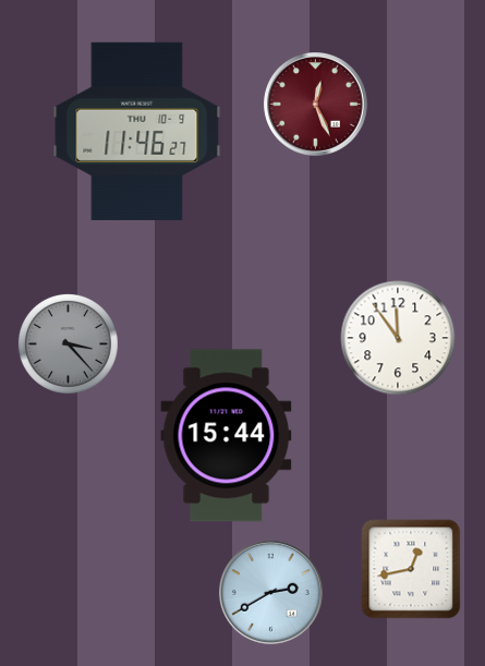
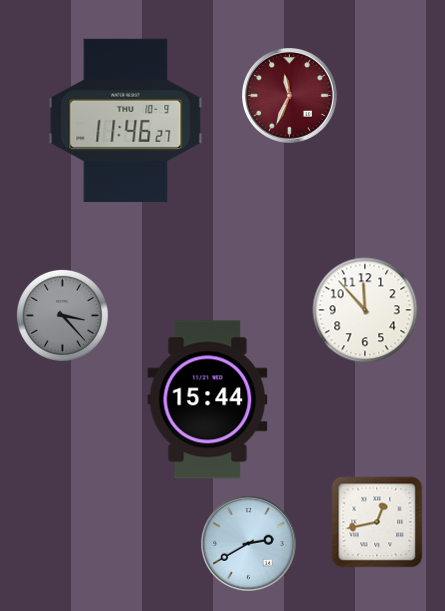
clock at (316, 105): 12:26 -> 11:34
clock at (398, 338): 11:54 -> 11:53
